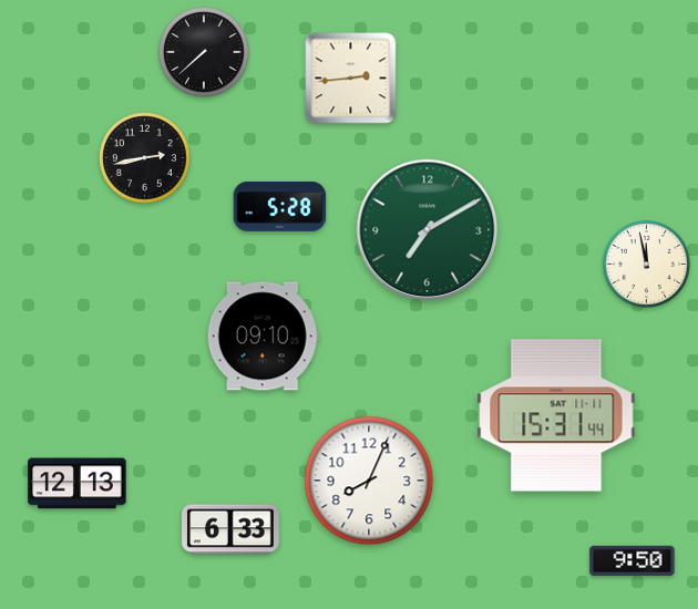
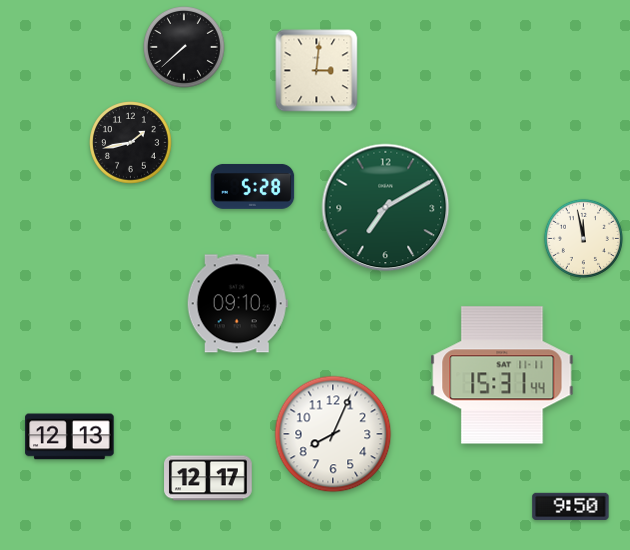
clock at (351, 79): 2:44 -> 3:01
clock at (145, 158): 2:43 -> 1:43
clock at (230, 529): 6:33 -> 12:17
